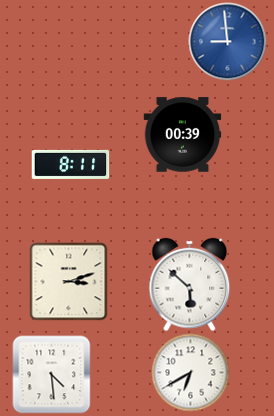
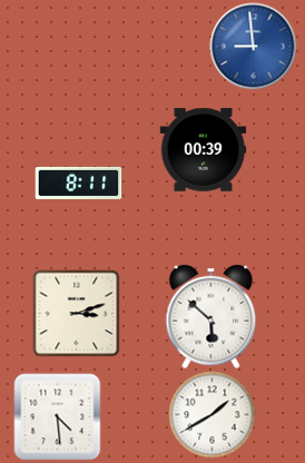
clock at (190, 372): 6:40 -> 1:40
